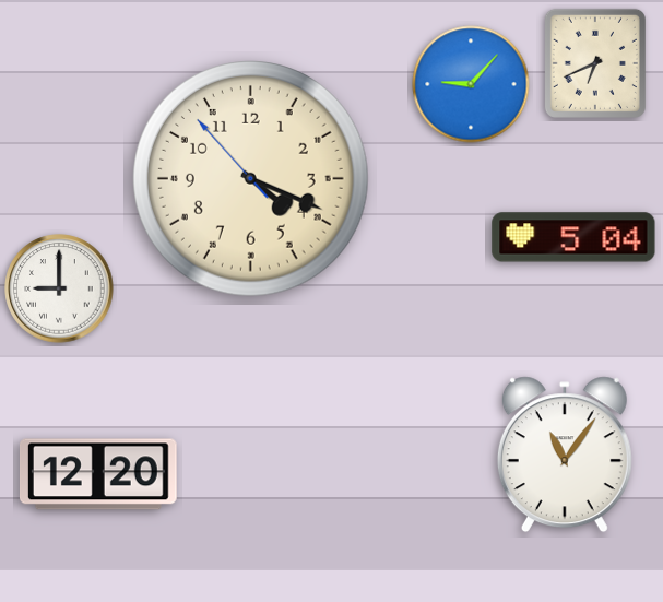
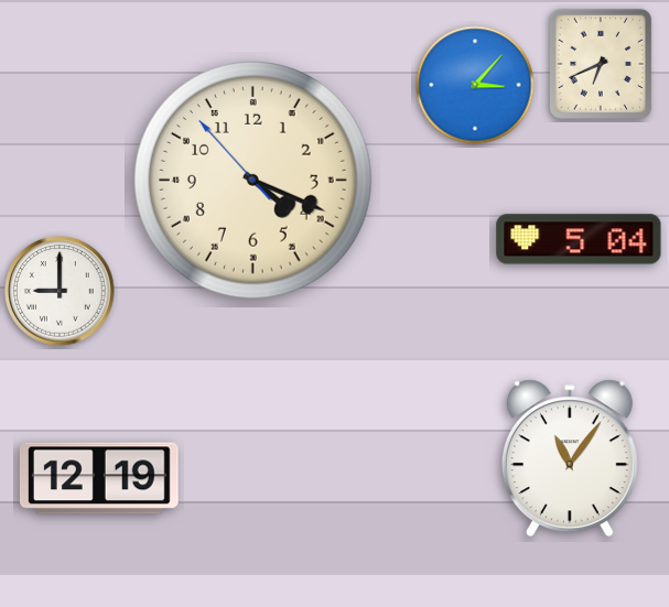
clock at (471, 84): 9:07 -> 3:07
clock at (98, 474): 12:20 -> 12:19
